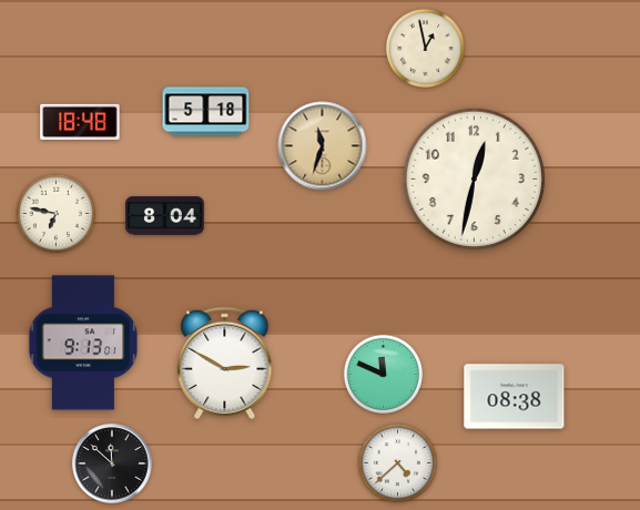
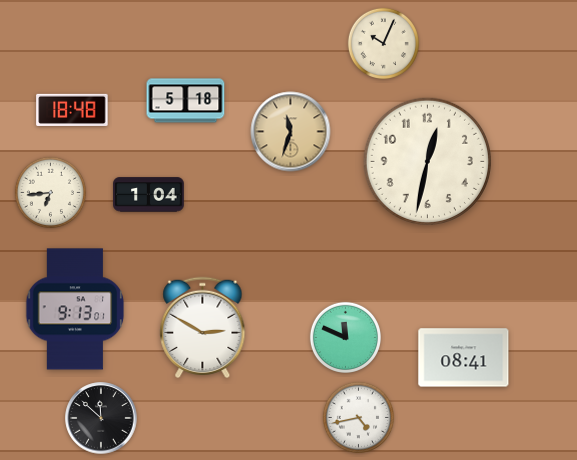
clock at (425, 48): 12:58 -> 10:04
clock at (55, 213): 6:47 -> 6:44
clock at (165, 216): 8:04 -> 1:04
clock at (515, 397): 08:38 -> 08:41
clock at (397, 462): 4:38 -> 4:43
